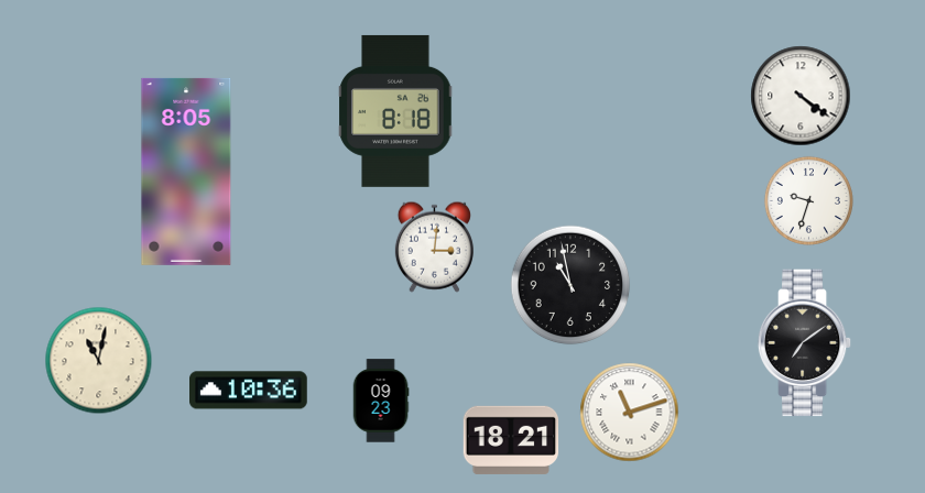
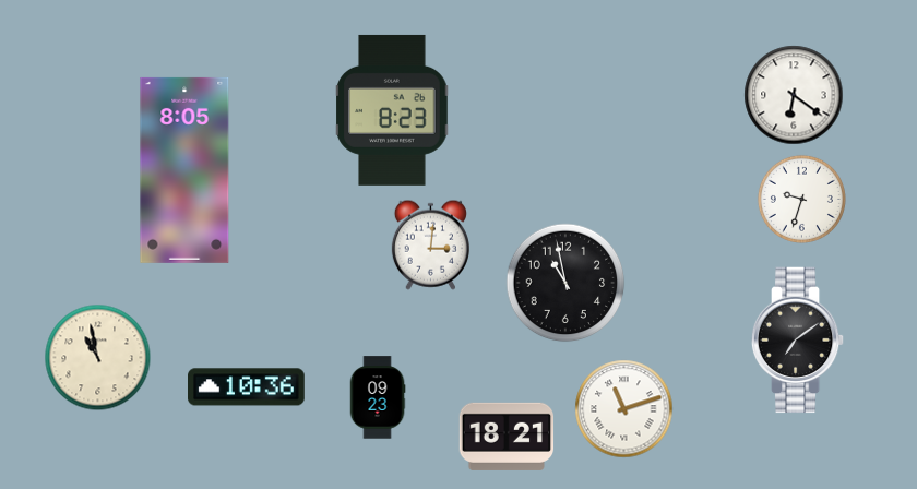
clock at (801, 96): 4:21 -> 6:21
clock at (395, 111): 8:18 -> 8:23
clock at (99, 361): 11:02 -> 10:58
